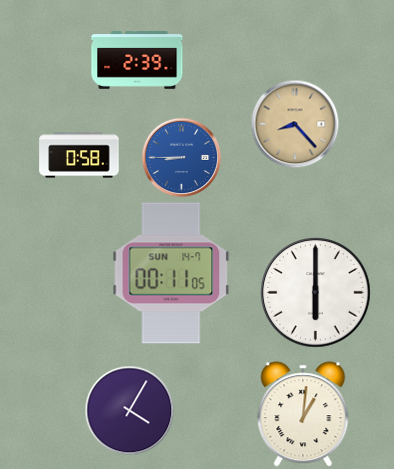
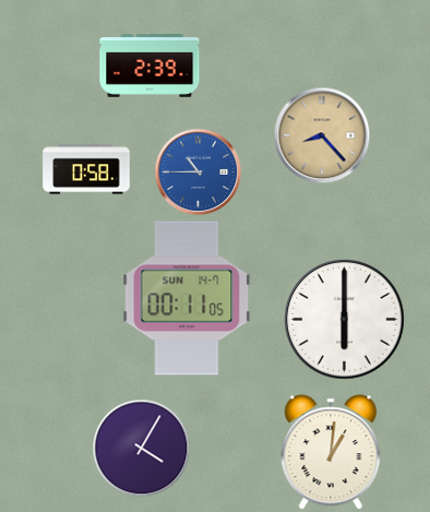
clock at (181, 157): 8:45 -> 10:45
